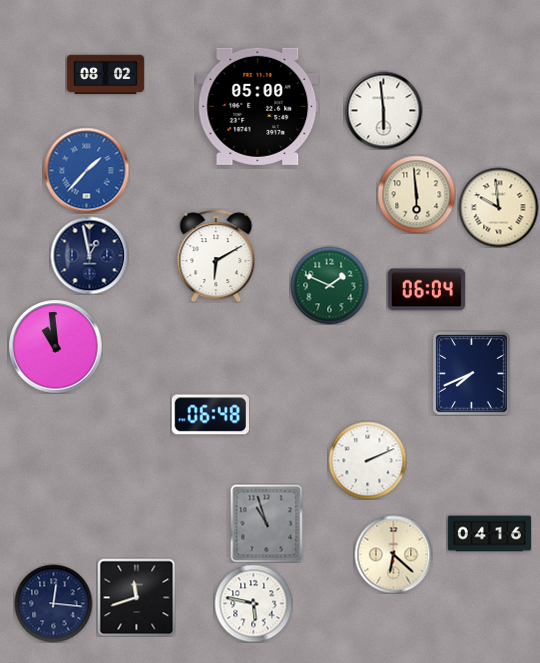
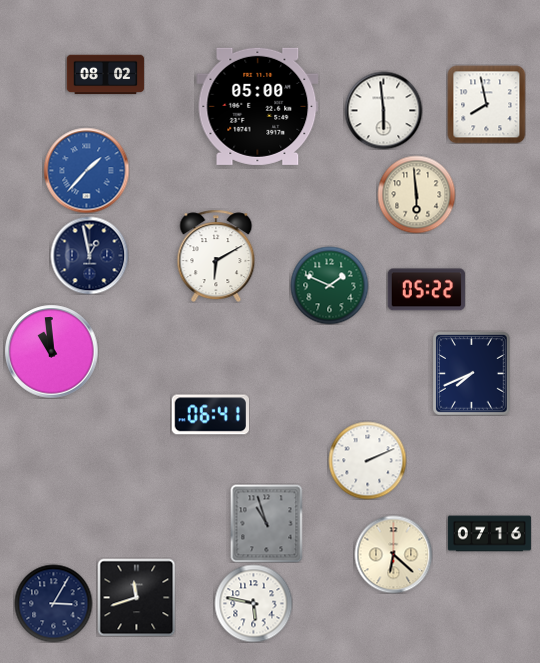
clock at (486, 104): none -> 7:58
clock at (498, 207): 9:59 -> none
clock at (426, 290): 06:04 -> 05:22
clock at (55, 346) position: (55, 346) -> (51, 351)
clock at (210, 415): 06:48 -> 06:41
clock at (489, 534): 04:16 -> 07:16
clock at (53, 603): 12:16 -> 3:05
